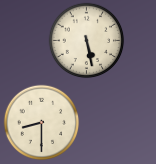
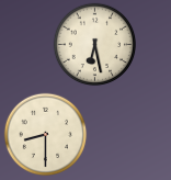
clock at (87, 41): 5:28 -> 6:28
